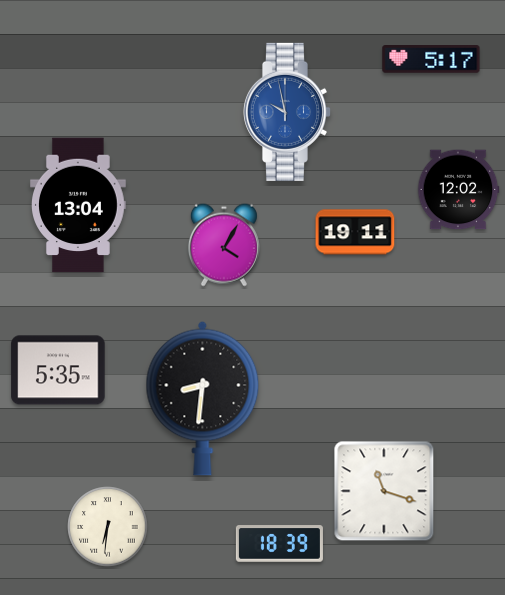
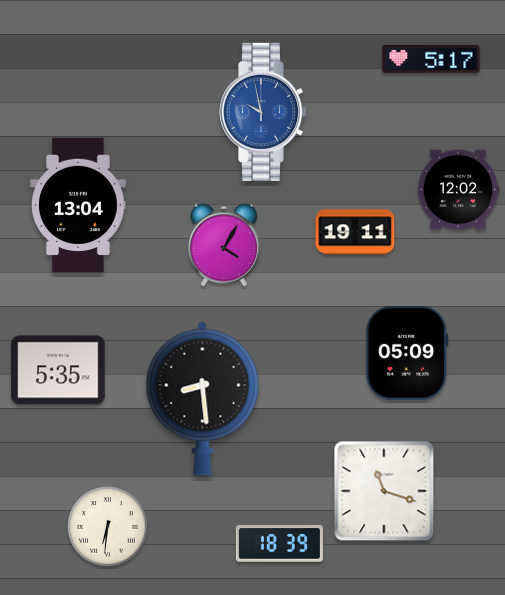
clock at (286, 112) position: (286, 112) -> (262, 112)
clock at (407, 353): none -> 05:09
clock at (203, 398): 8:31 -> 8:29
